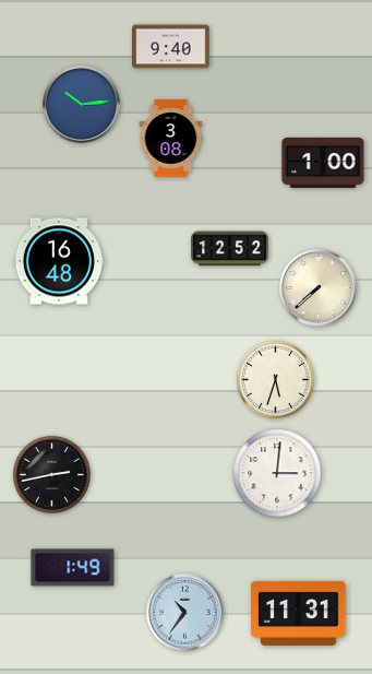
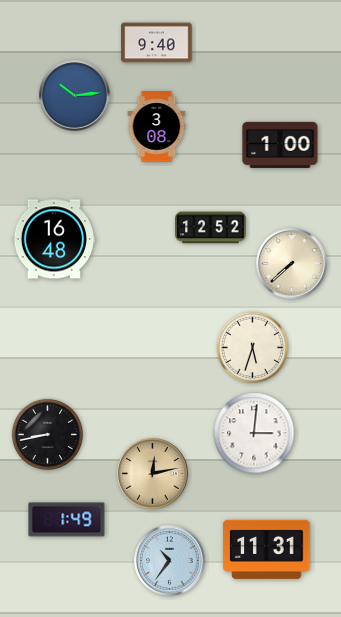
clock at (323, 163) position: (323, 163) -> (280, 145)
clock at (51, 474): 2:43 -> 8:43
clock at (153, 474): none -> 12:13
clock at (299, 613) position: (299, 613) -> (267, 549)
